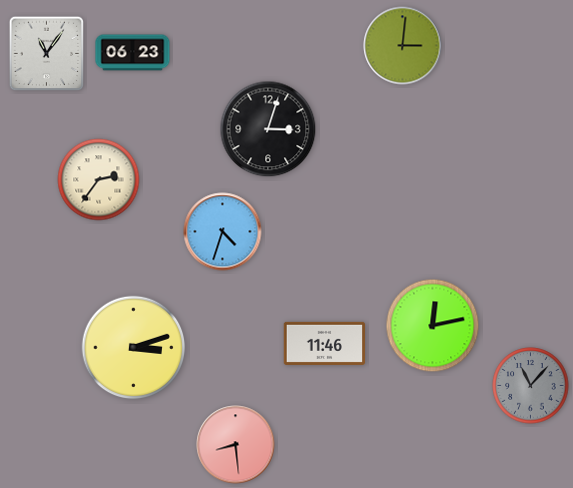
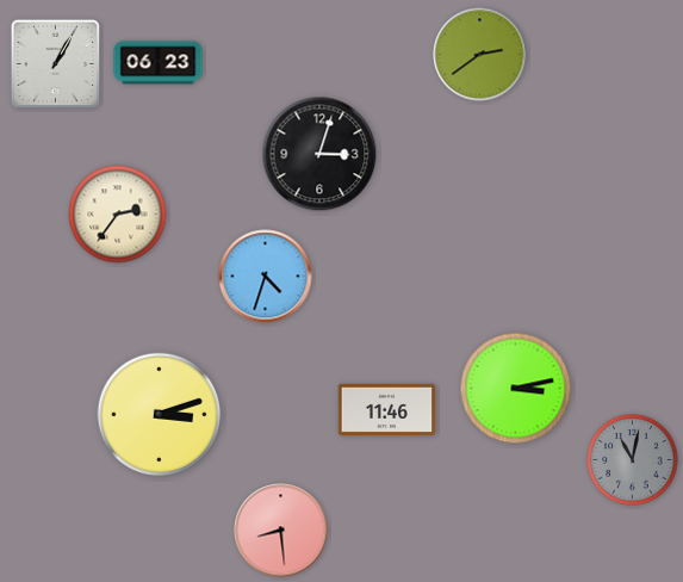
clock at (403, 46): 3:01 -> 2:39
clock at (47, 54): 11:06 -> 1:05
clock at (433, 326): 12:13 -> 3:13
clock at (531, 386): 11:07 -> 11:02
